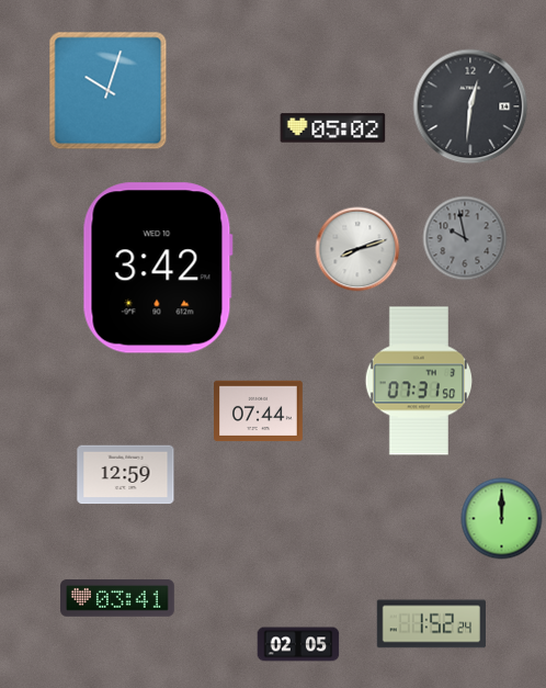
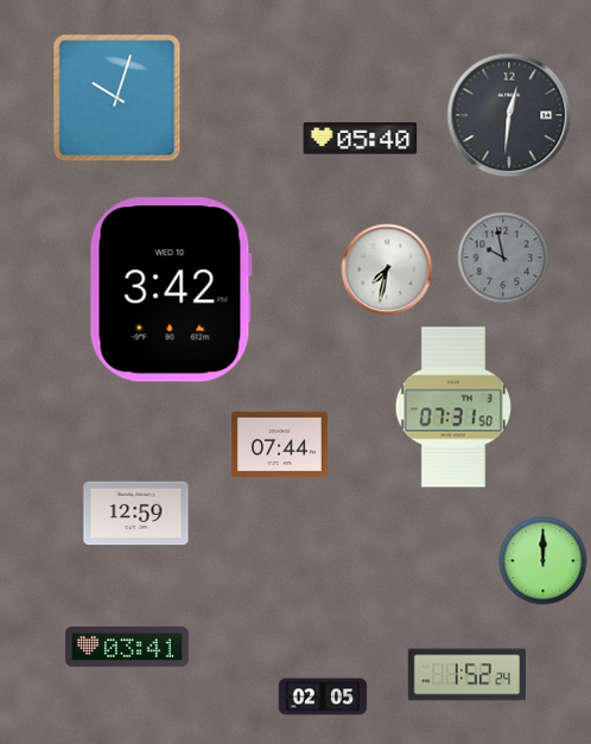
clock at (333, 128): 05:02 -> 05:40
clock at (357, 249): 8:12 -> 7:32
clock at (418, 381) position: (418, 381) -> (452, 407)
